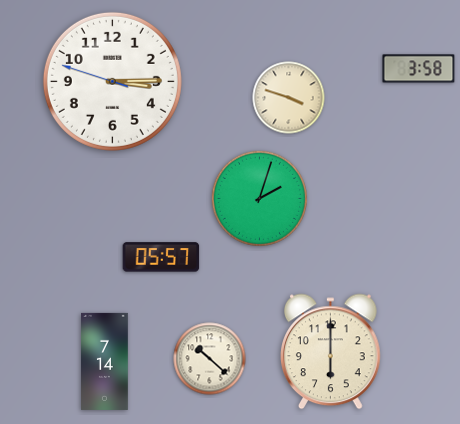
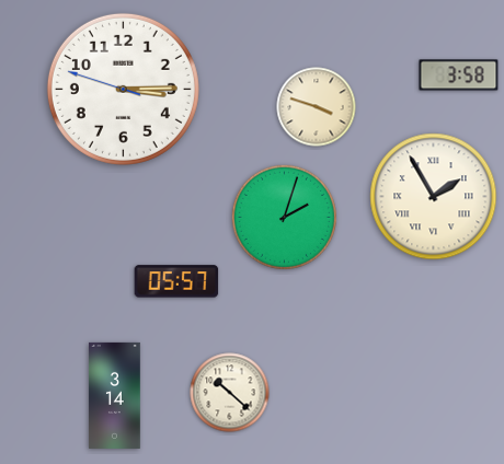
clock at (434, 197): none -> 1:55
clock at (331, 352): 6:00 -> none
clock at (105, 361): 7:14 -> 3:14
